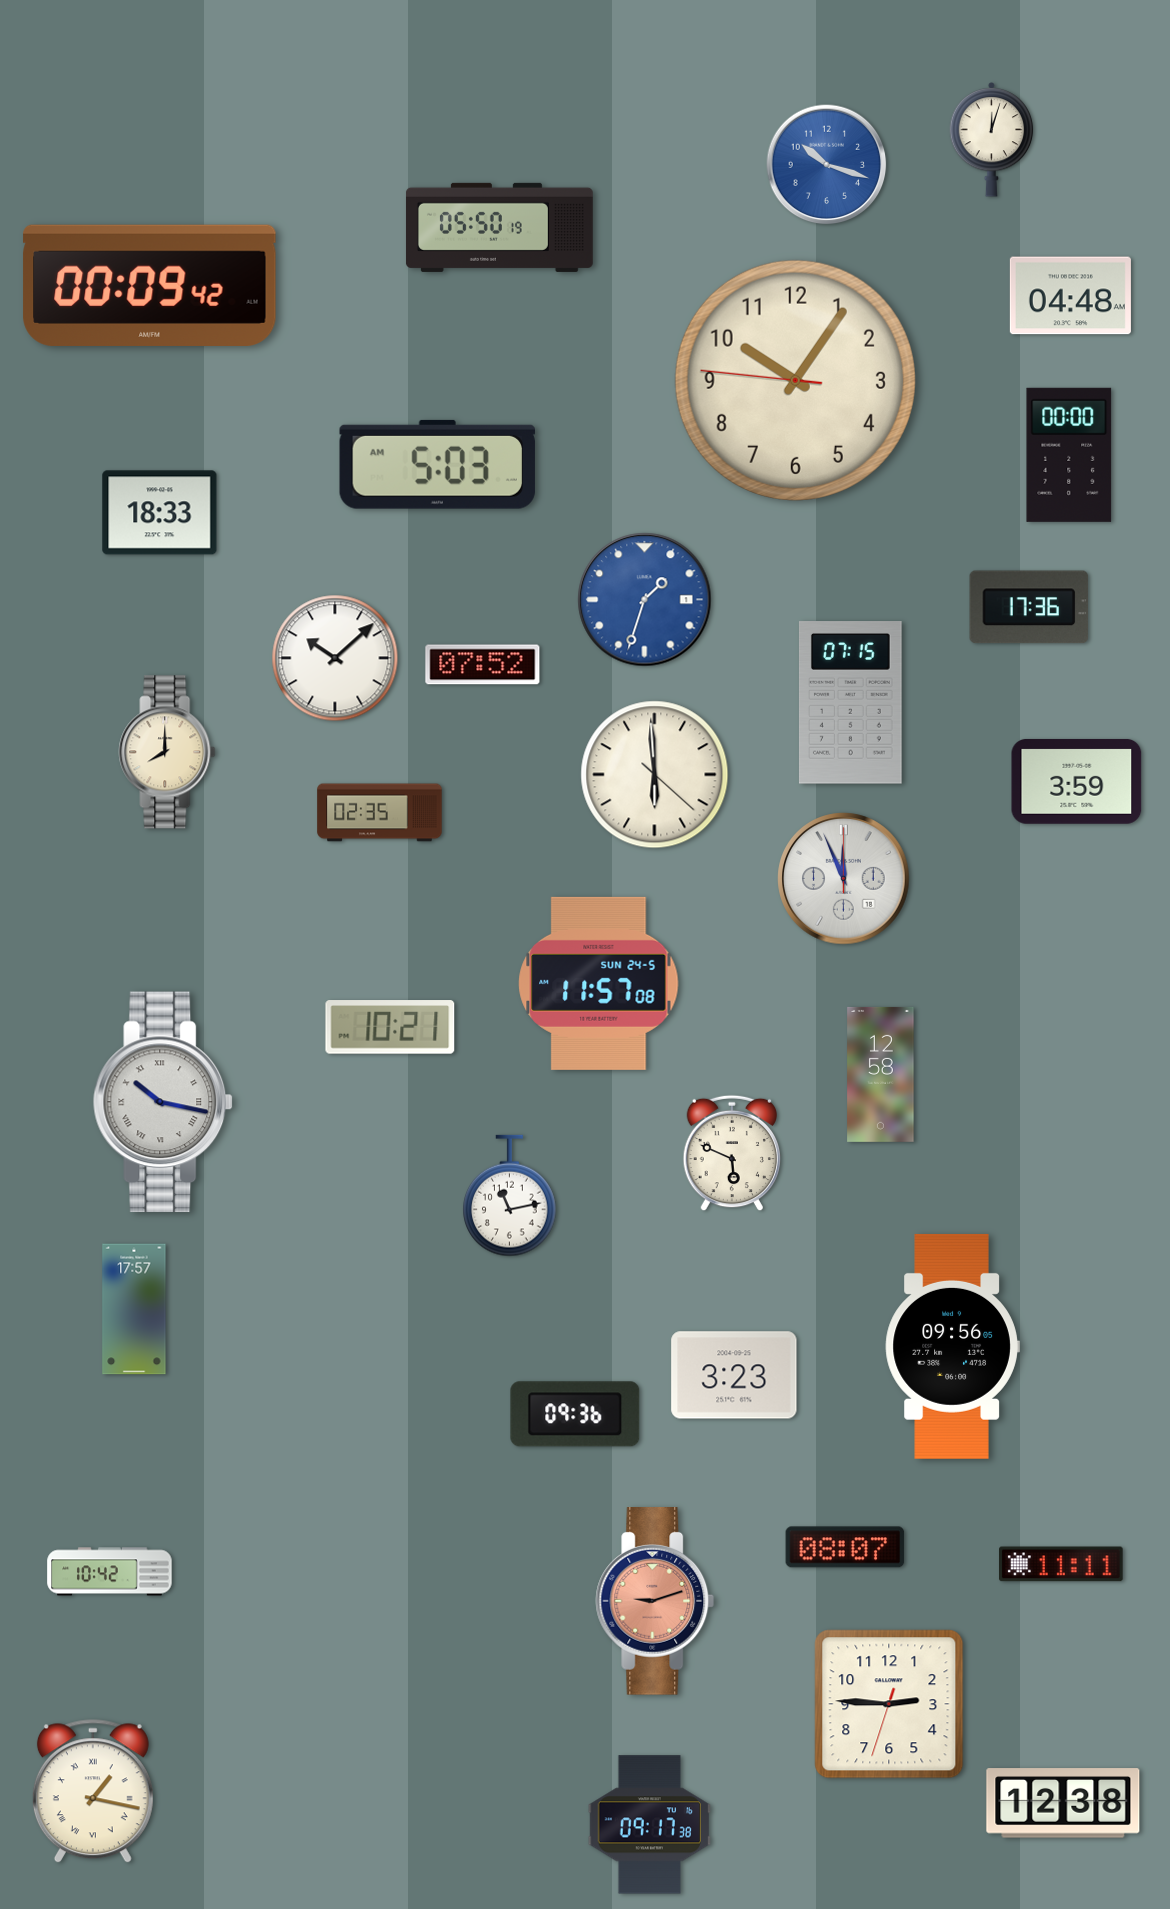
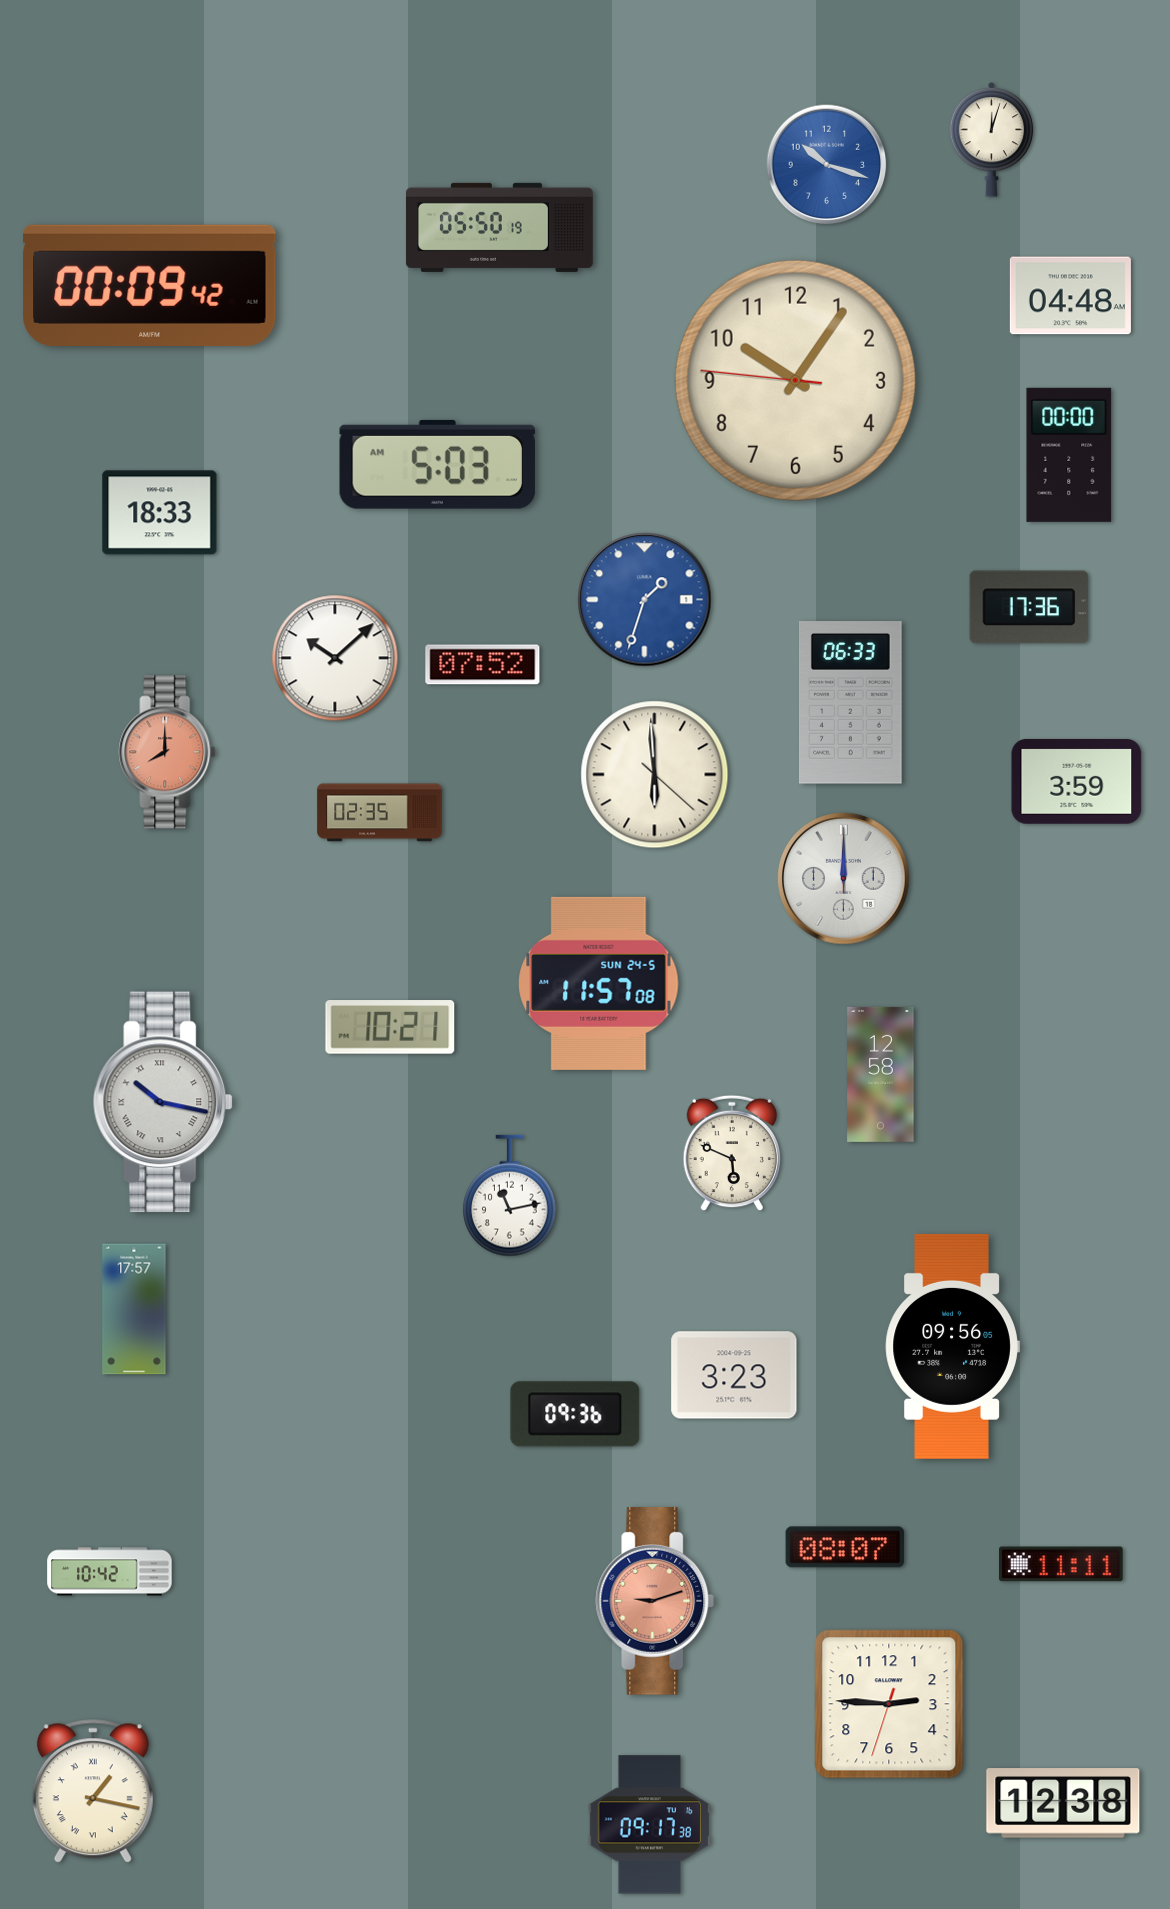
clock at (851, 703): 07:15 -> 06:33
clock at (167, 752) dial: cream -> salmon
clock at (844, 879): 11:56 -> 12:00
